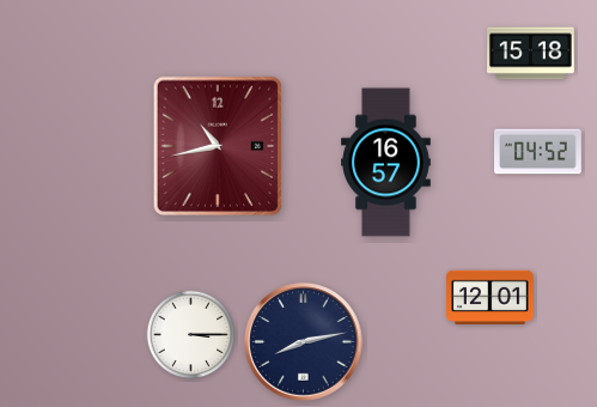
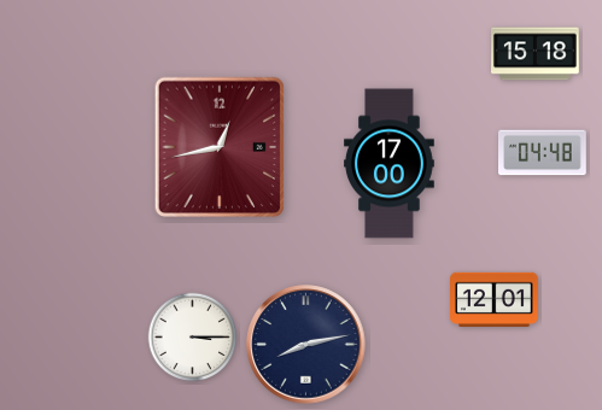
clock at (218, 146): 10:43 -> 12:43
clock at (538, 152): 04:52 -> 04:48
clock at (386, 163): 16:57 -> 17:00
